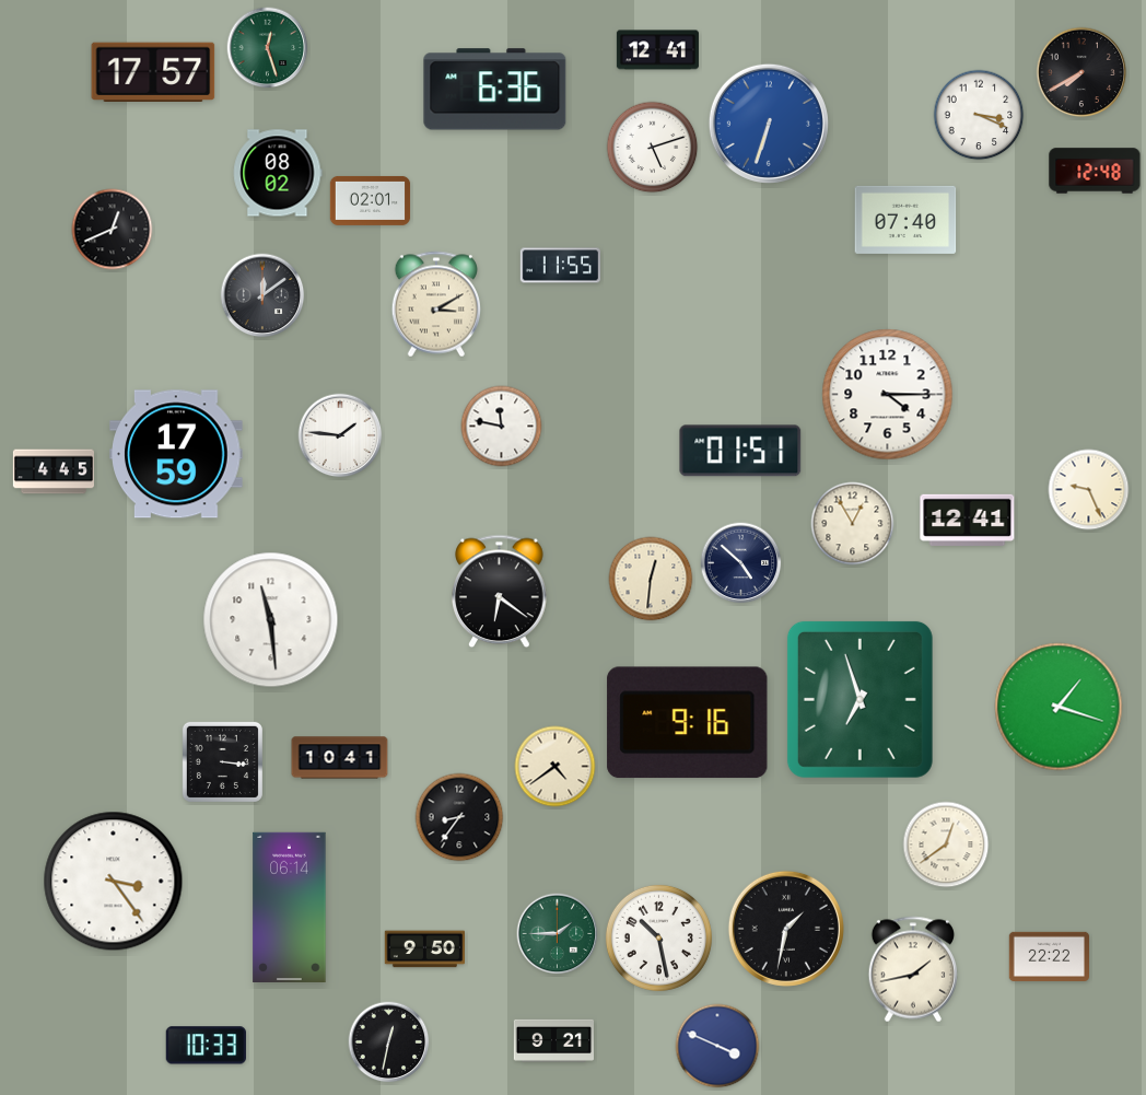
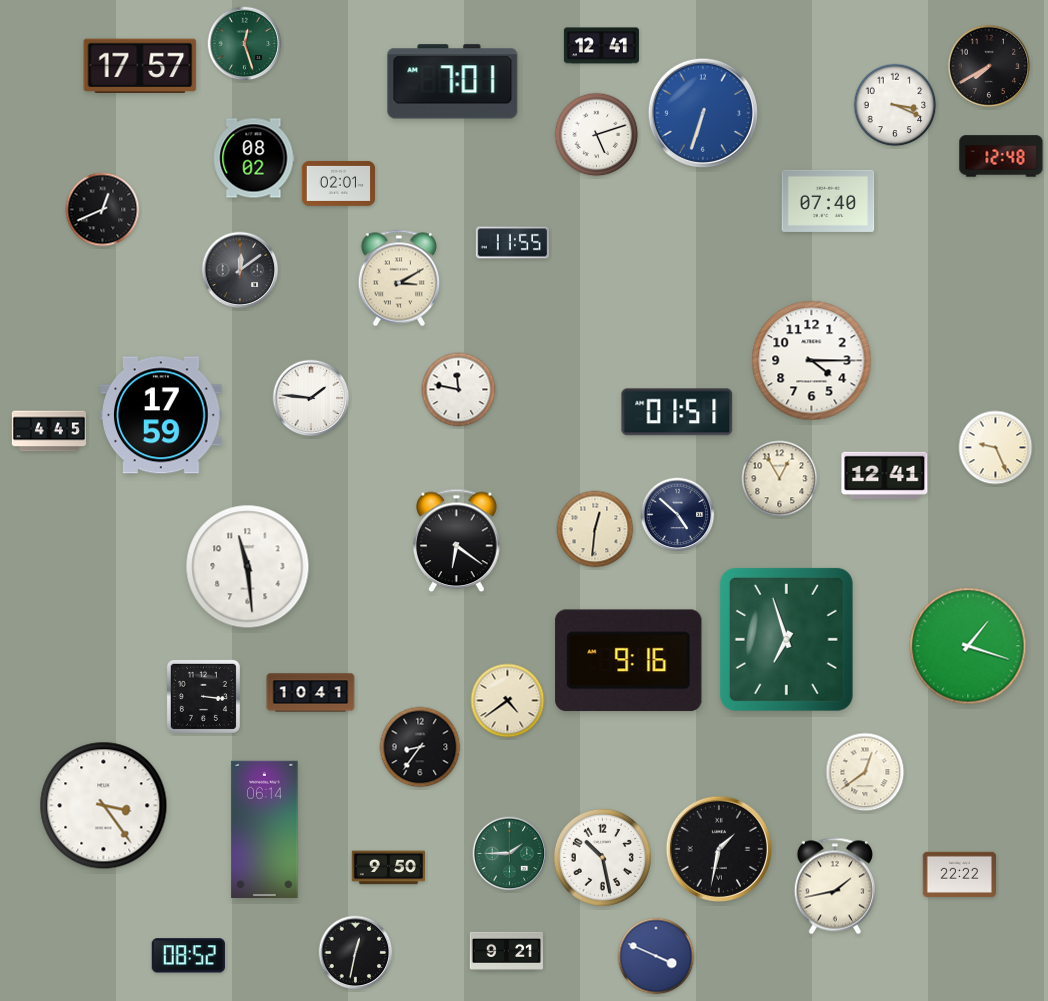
clock at (495, 90): 6:36 -> 7:01
clock at (206, 1046): 10:33 -> 08:52
